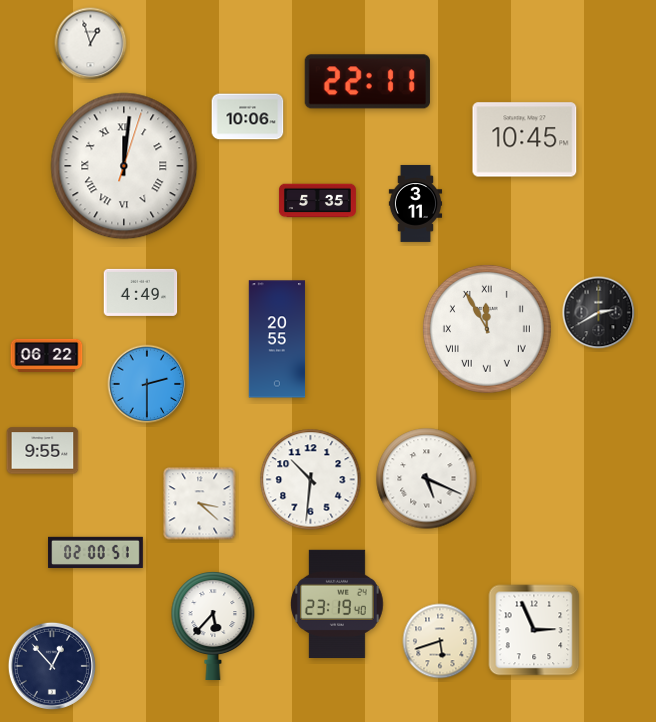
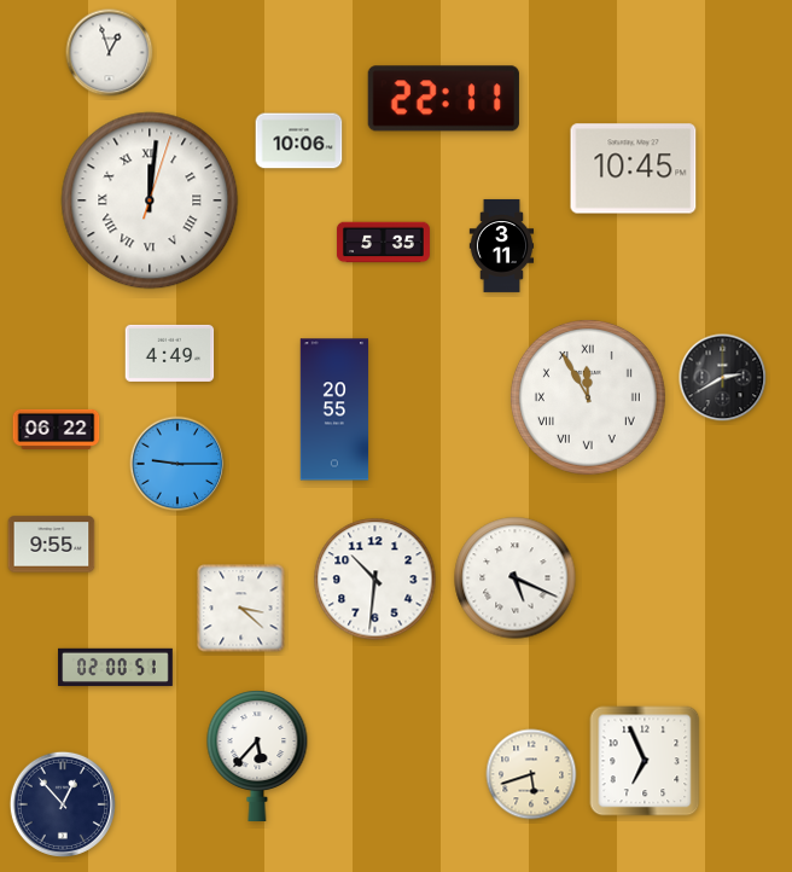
clock at (147, 384): 2:30 -> 9:15
clock at (337, 603): 23:19 -> none
clock at (534, 630): 2:56 -> 6:56
